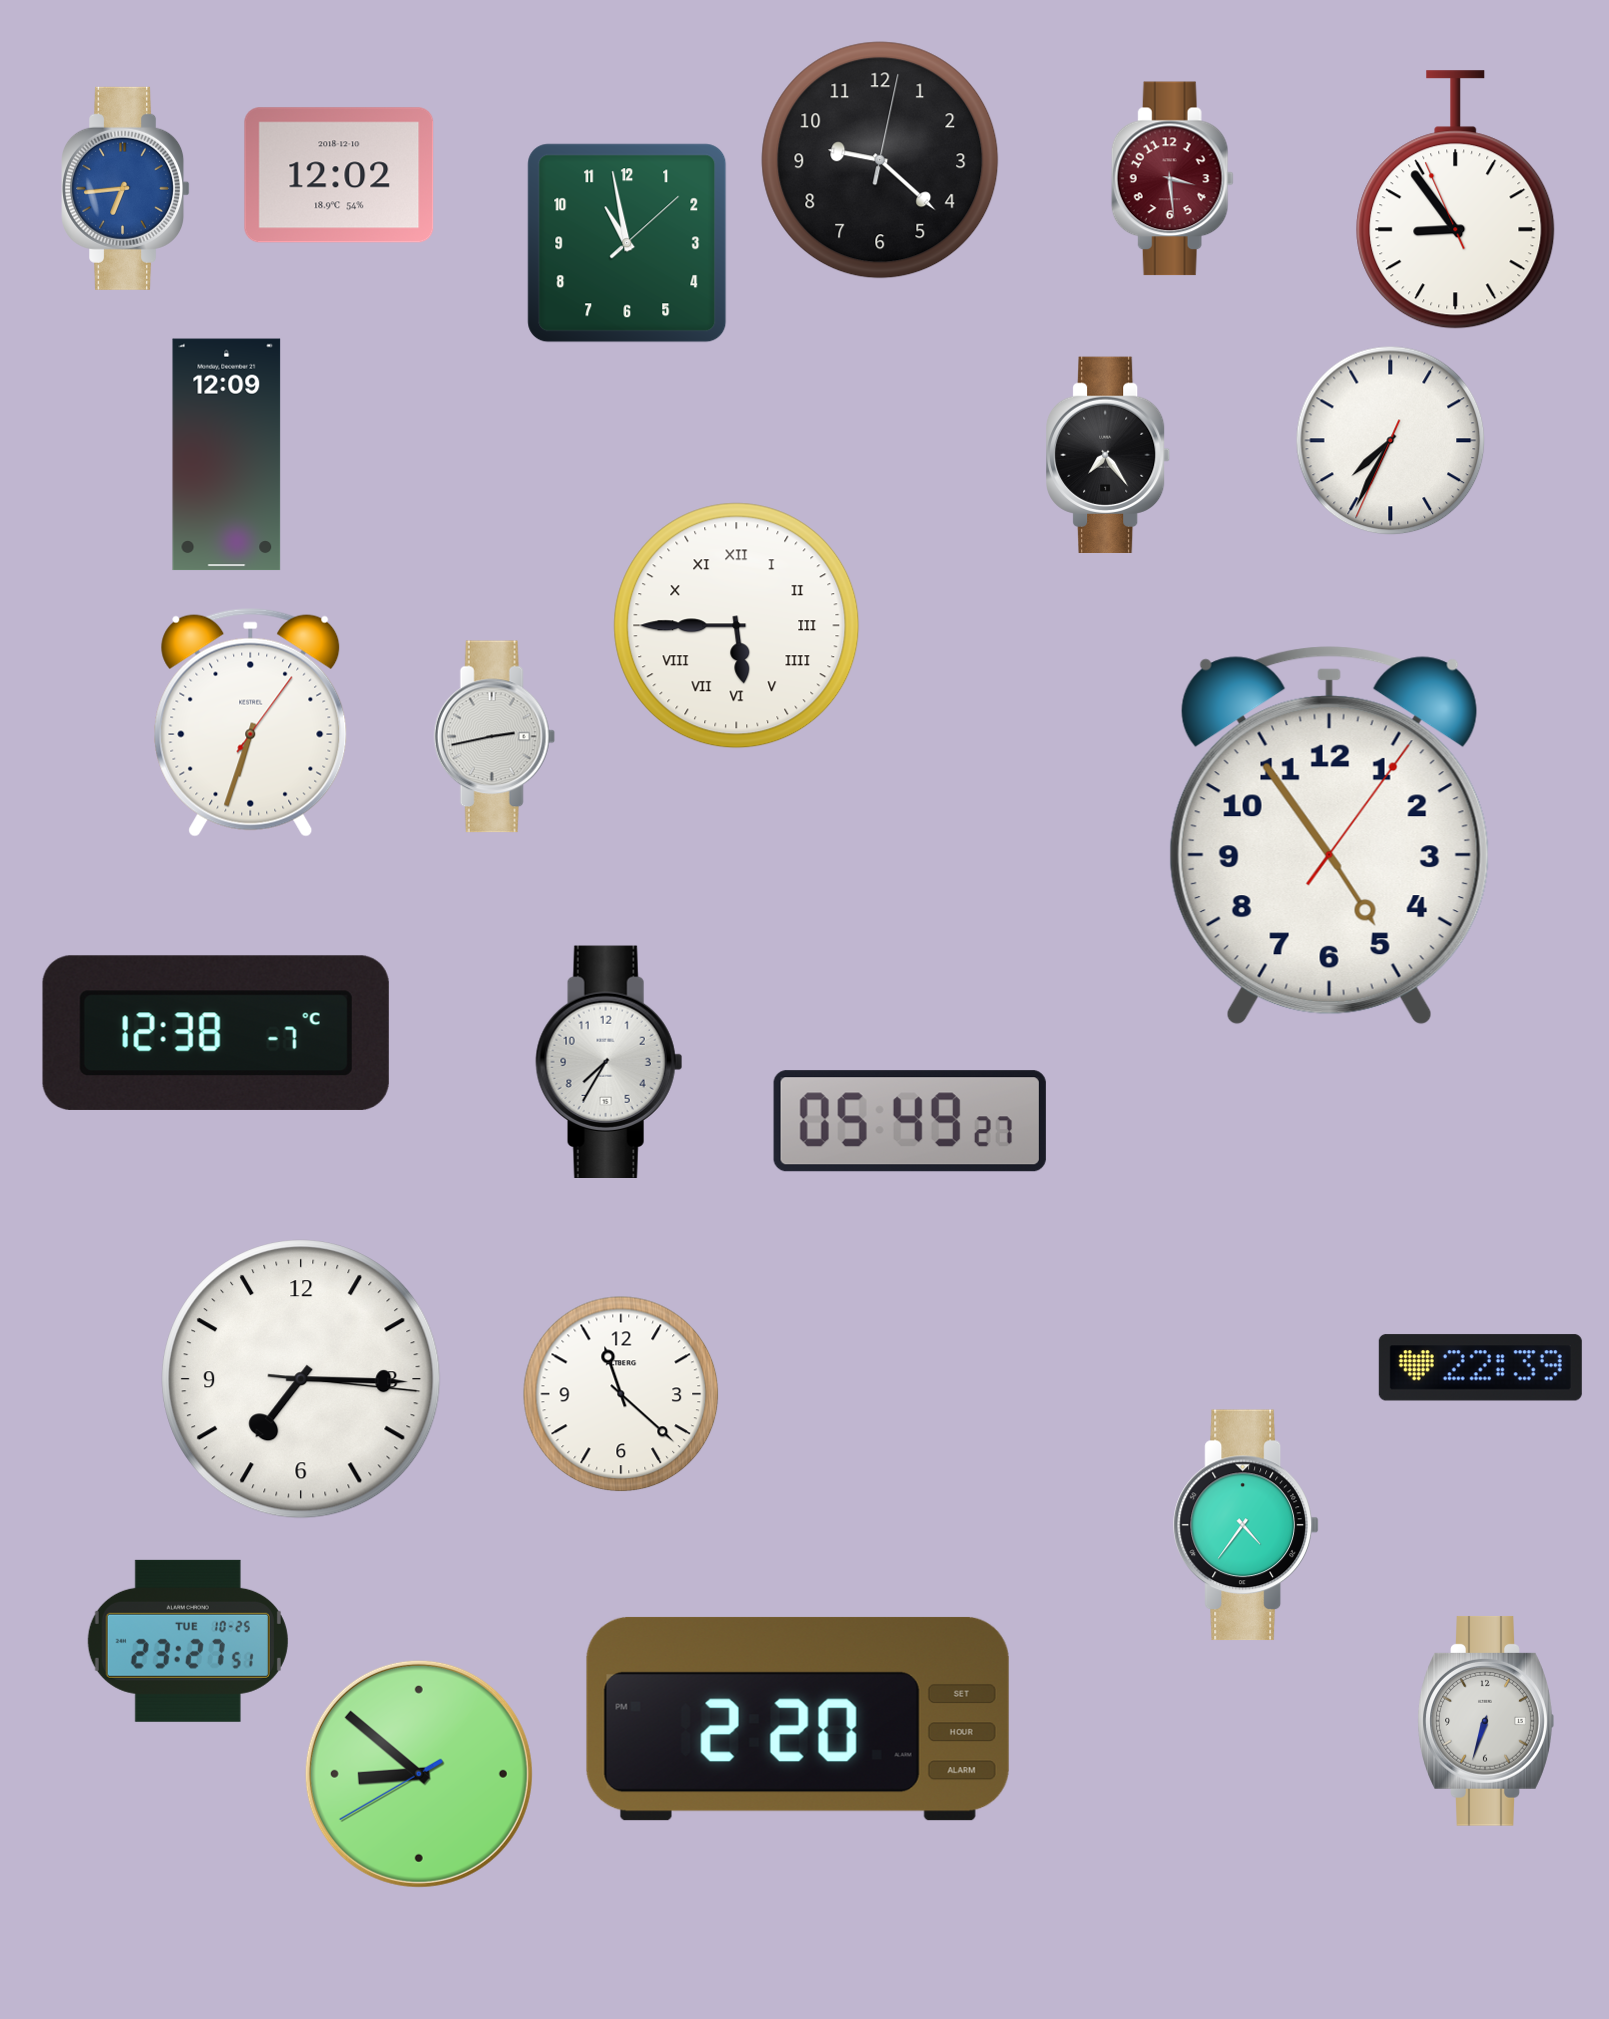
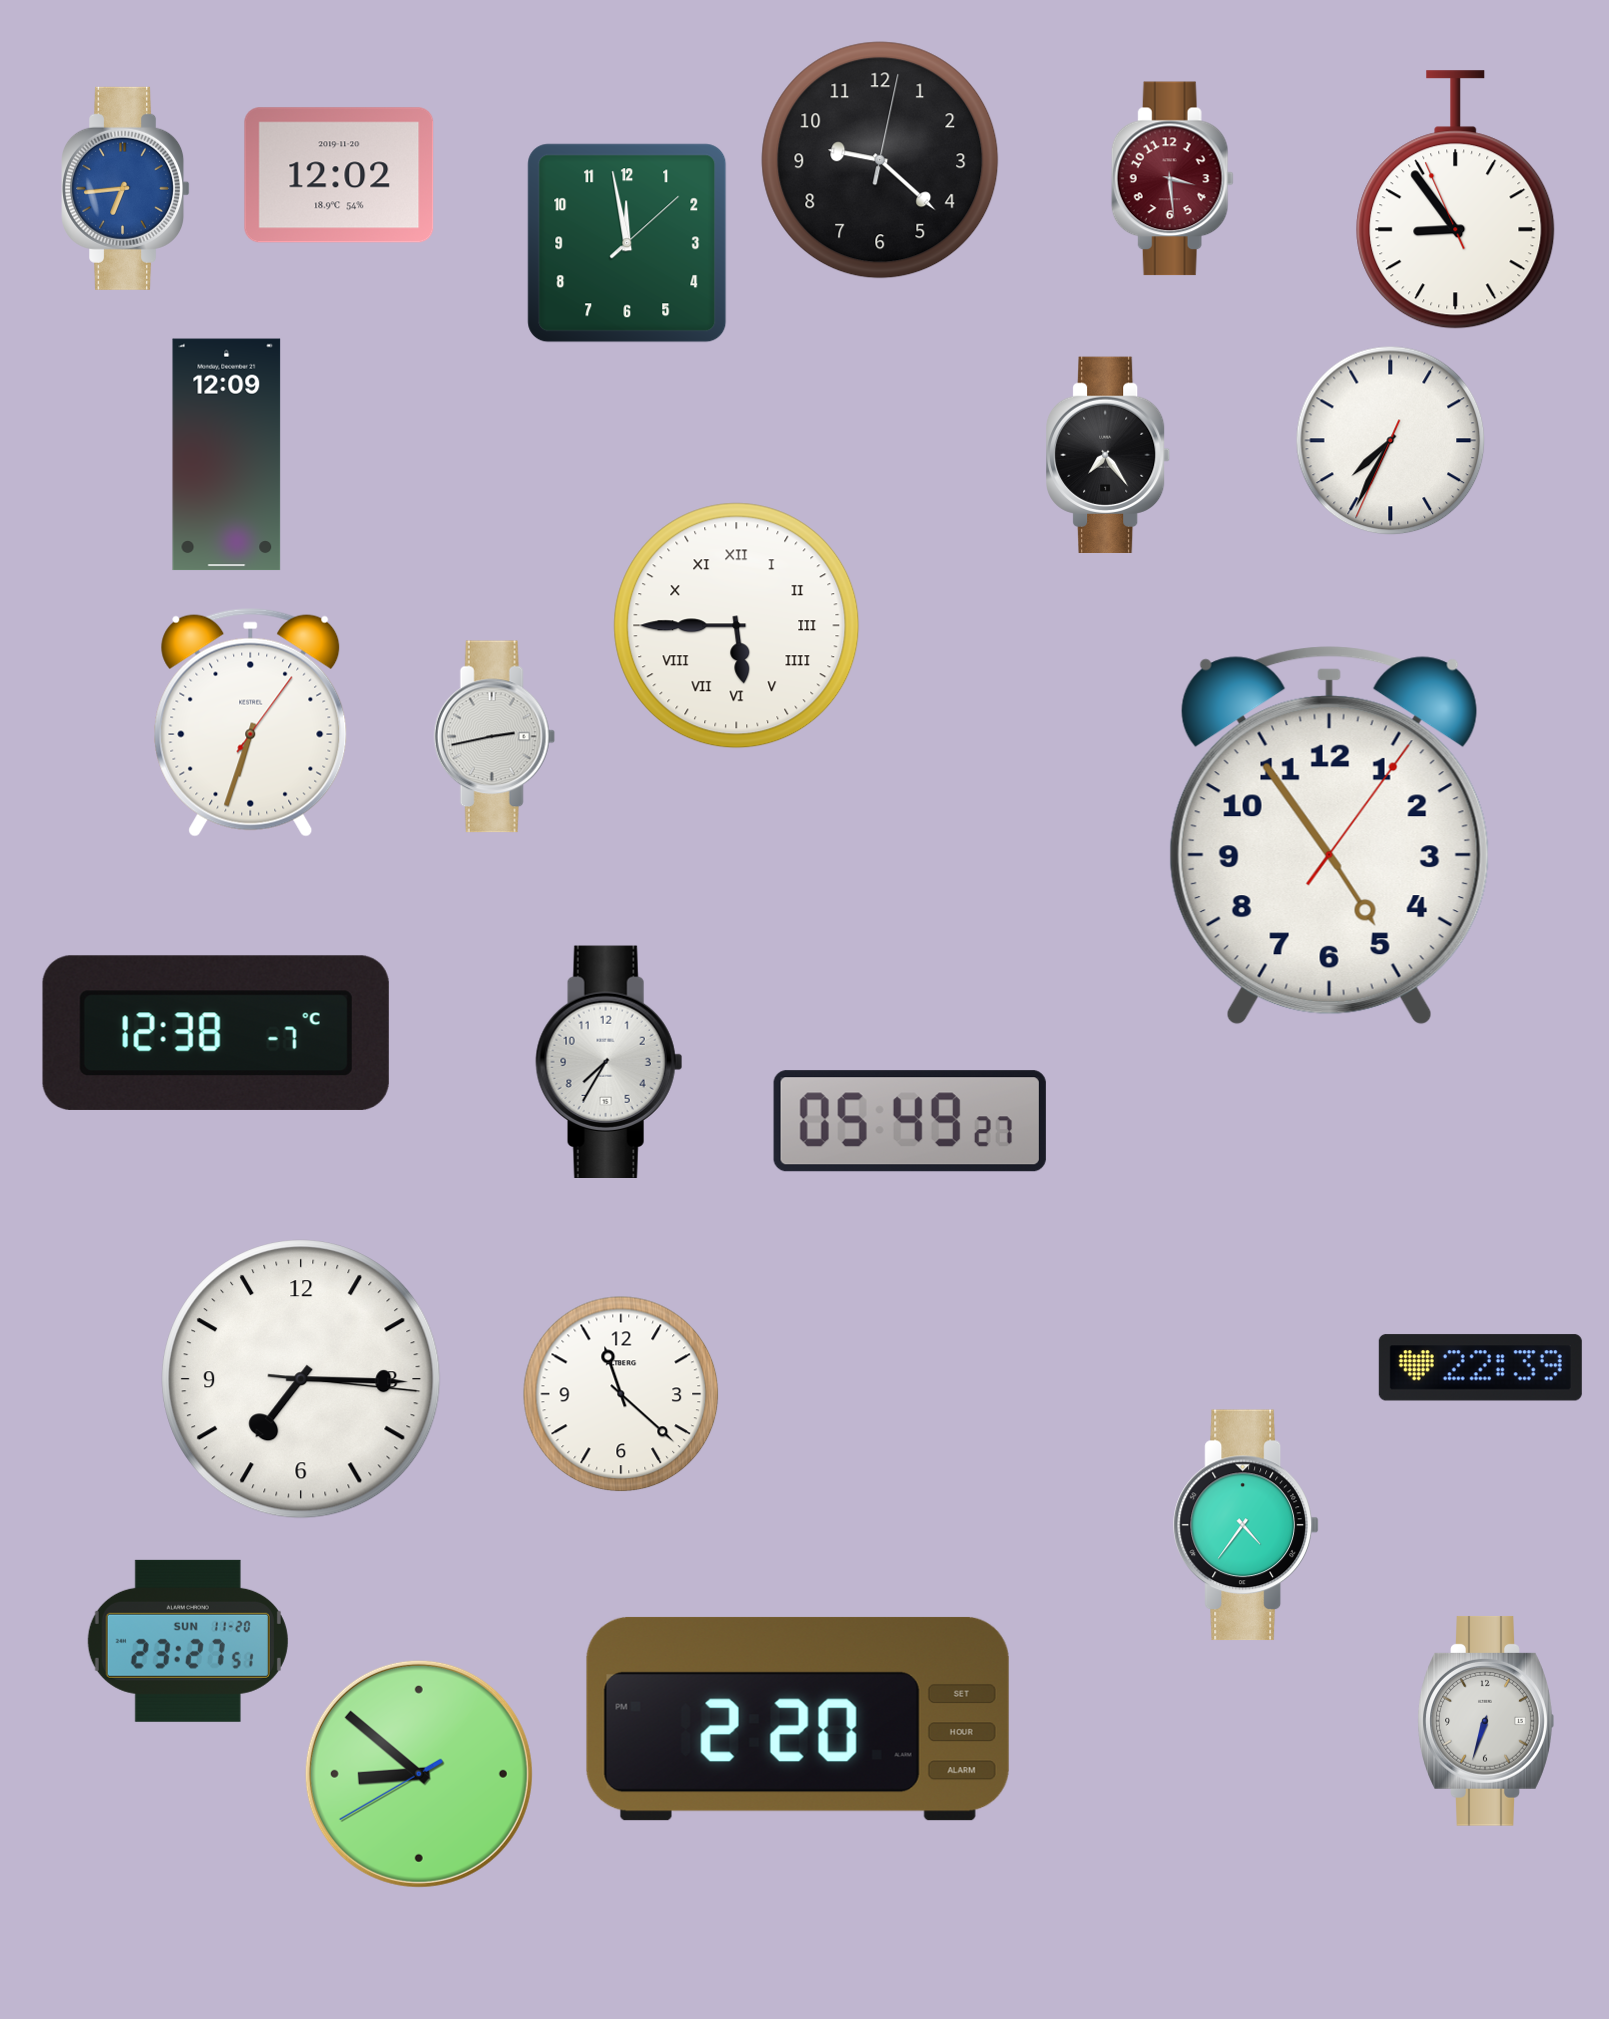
clock at (339, 175) date: 2018-12-10 -> 2019-11-20
clock at (627, 243): 10:58 -> 11:58
clock at (188, 1641) date: TUE 10-25 -> SUN 11-20
